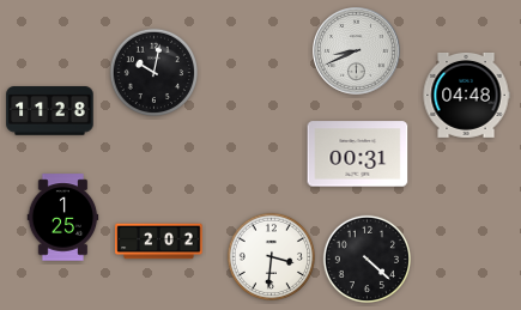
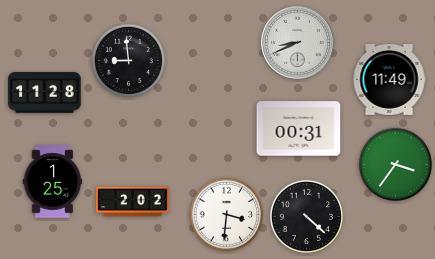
clock at (153, 72): 10:02 -> 8:59
clock at (466, 95): 04:48 -> 11:49
clock at (50, 111) position: (50, 111) -> (45, 93)
clock at (395, 164): none -> 3:36
